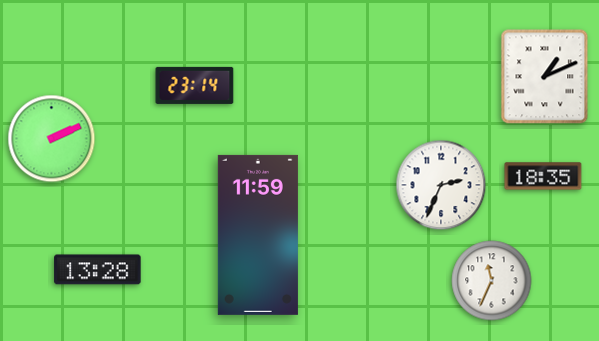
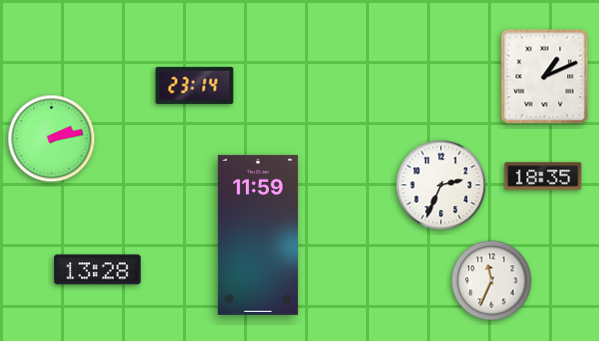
clock at (52, 139): 2:11 -> 2:13
